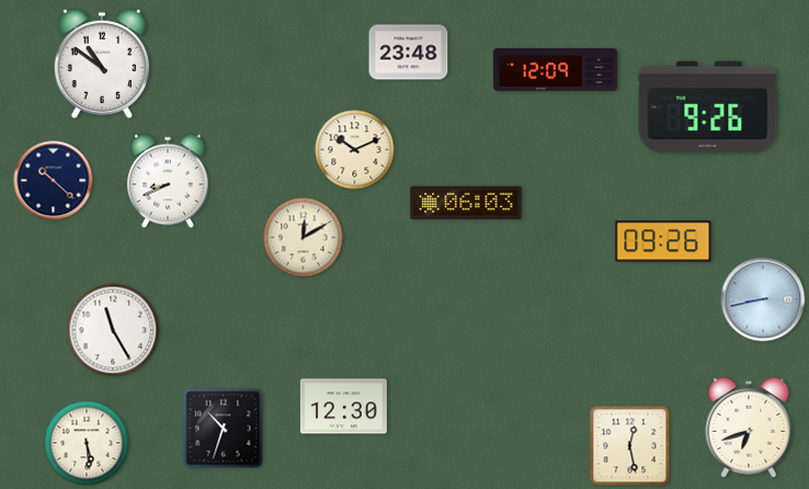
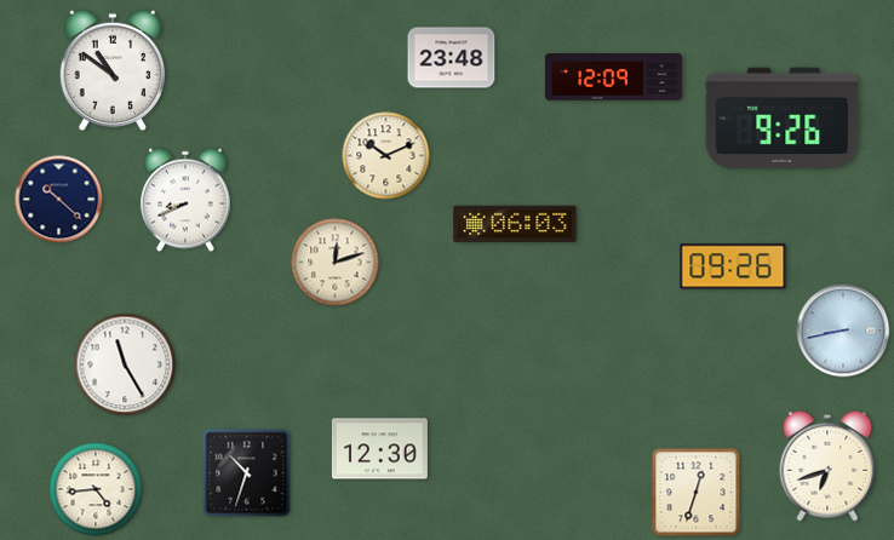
clock at (355, 150) position: (355, 150) -> (386, 156)
clock at (304, 238): 12:10 -> 12:12
clock at (749, 428) position: (749, 428) -> (827, 466)
clock at (87, 443): 5:29 -> 4:44
clock at (630, 446): 12:28 -> 12:33
